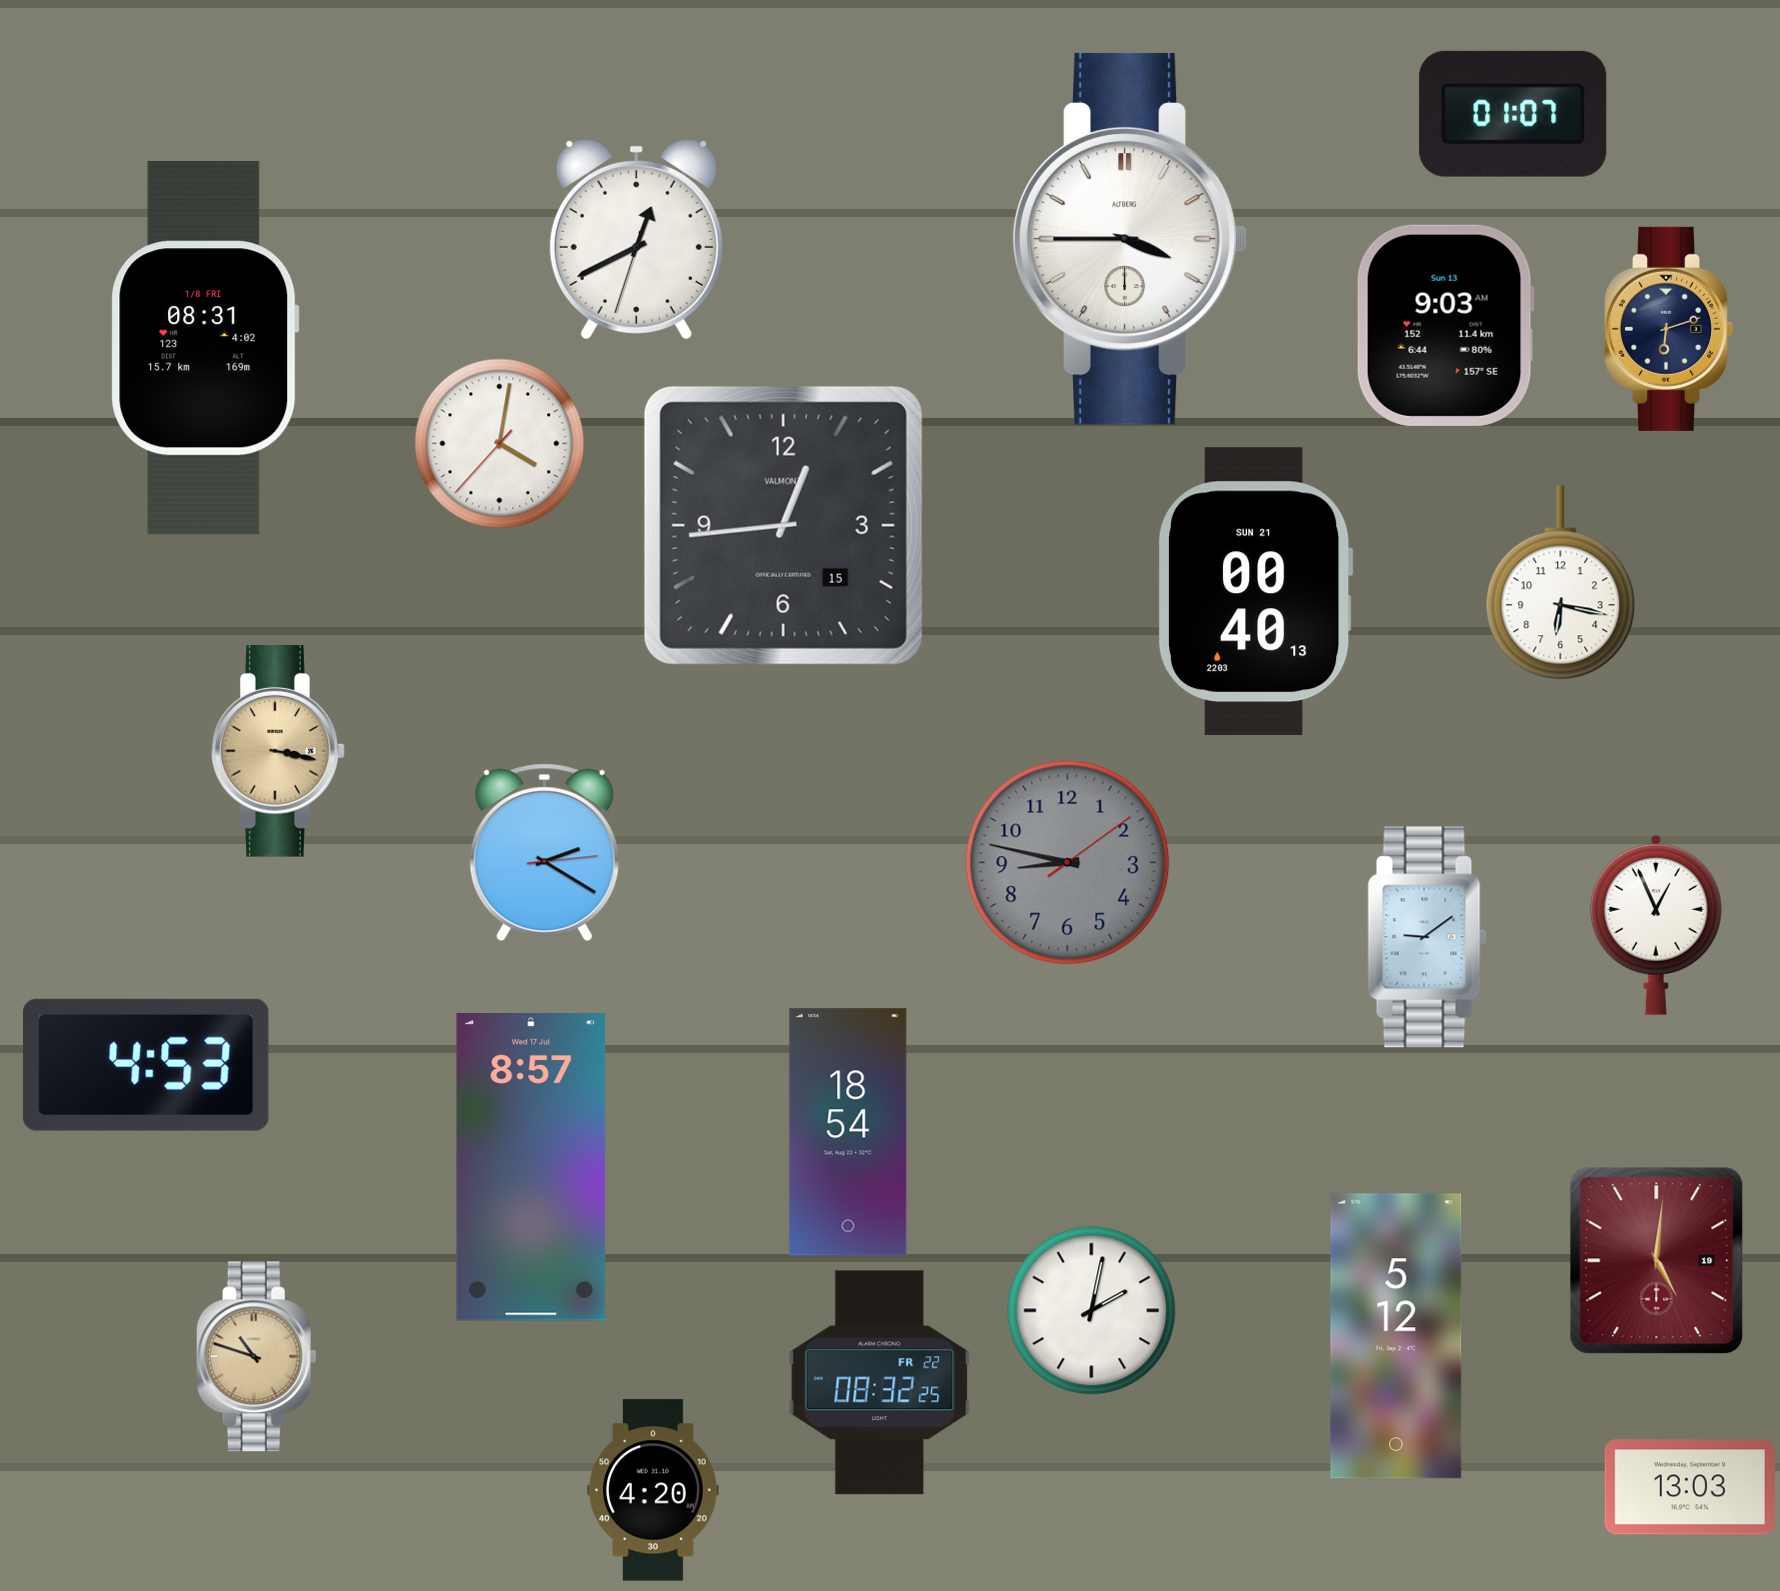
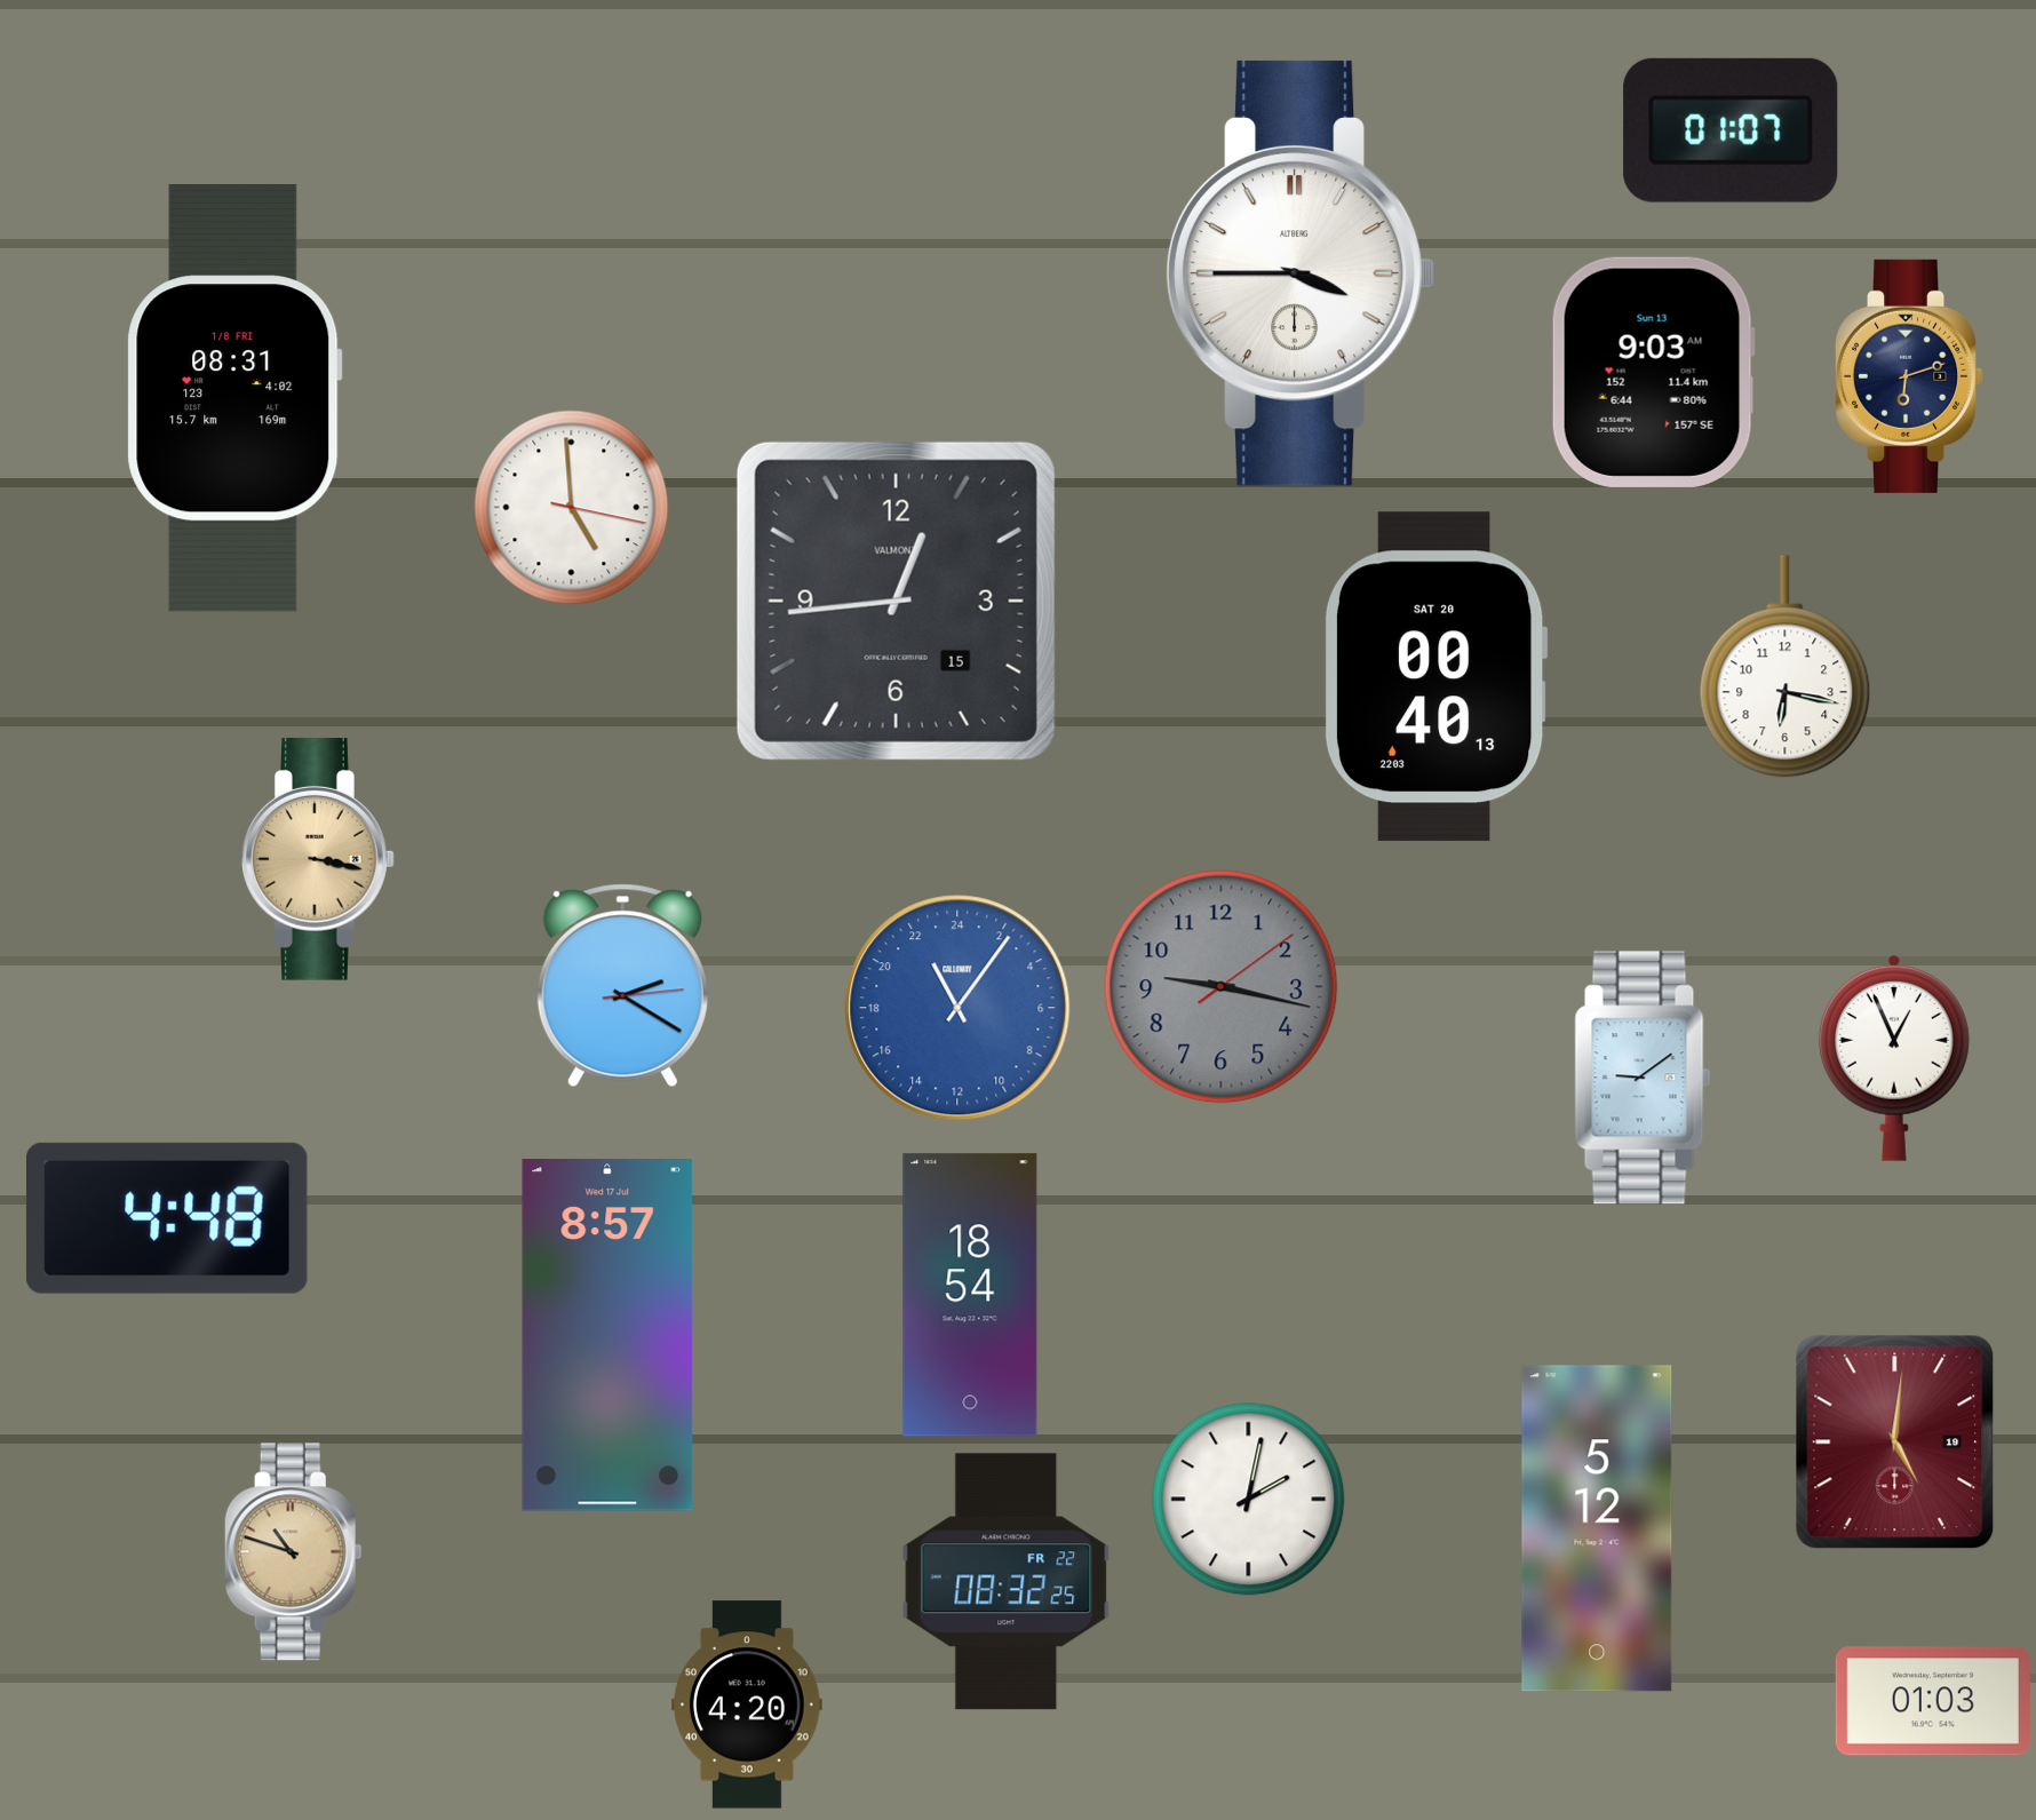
clock at (636, 239): 12:40 -> none
clock at (1130, 239) position: (1130, 239) -> (1301, 273)
clock at (500, 444): 4:01 -> 4:59
clock at (1255, 592) date: SUN 21 -> SAT 20
clock at (544, 853) position: (544, 853) -> (622, 986)
clock at (1068, 863): 8:47 -> 9:17
clock at (957, 1008): none -> 22:06
clock at (1427, 937) position: (1427, 937) -> (1643, 1078)
clock at (146, 1065): 4:53 -> 4:48
clock at (1690, 1487): 13:03 -> 01:03
